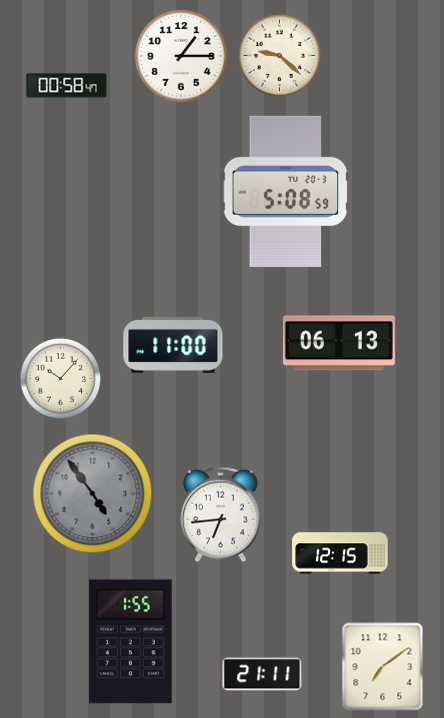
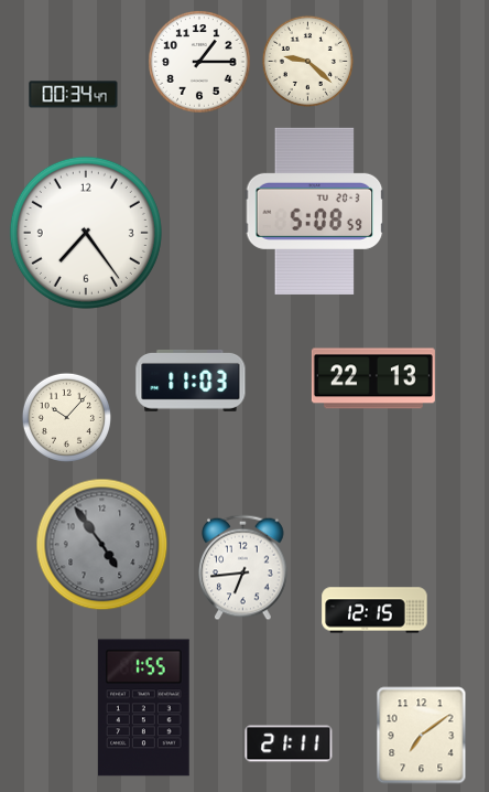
clock at (67, 86): 00:58 -> 00:34
clock at (86, 233): none -> 7:24
clock at (339, 343): 06:13 -> 22:13
clock at (173, 345): 11:00 -> 11:03
